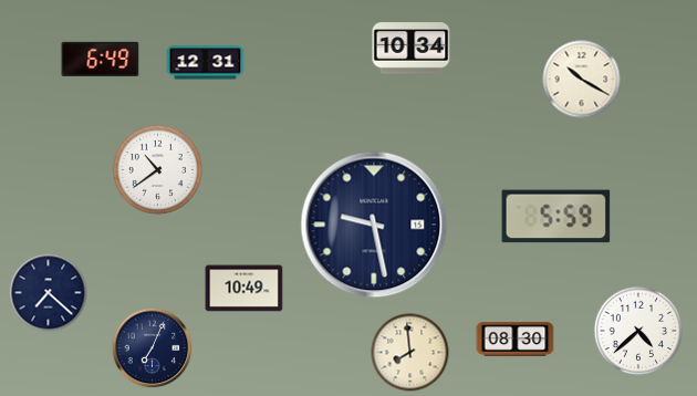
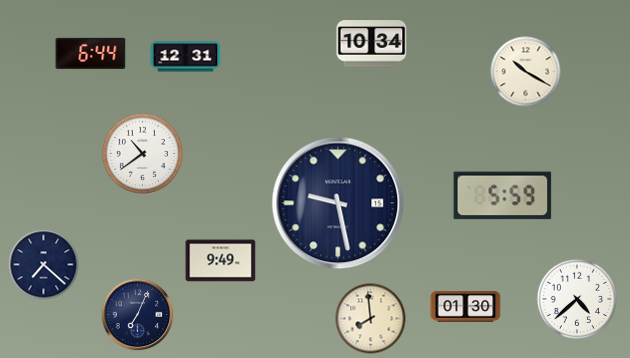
clock at (101, 59): 6:49 -> 6:44
clock at (245, 289): 10:49 -> 9:49
clock at (516, 340): 08:30 -> 01:30
